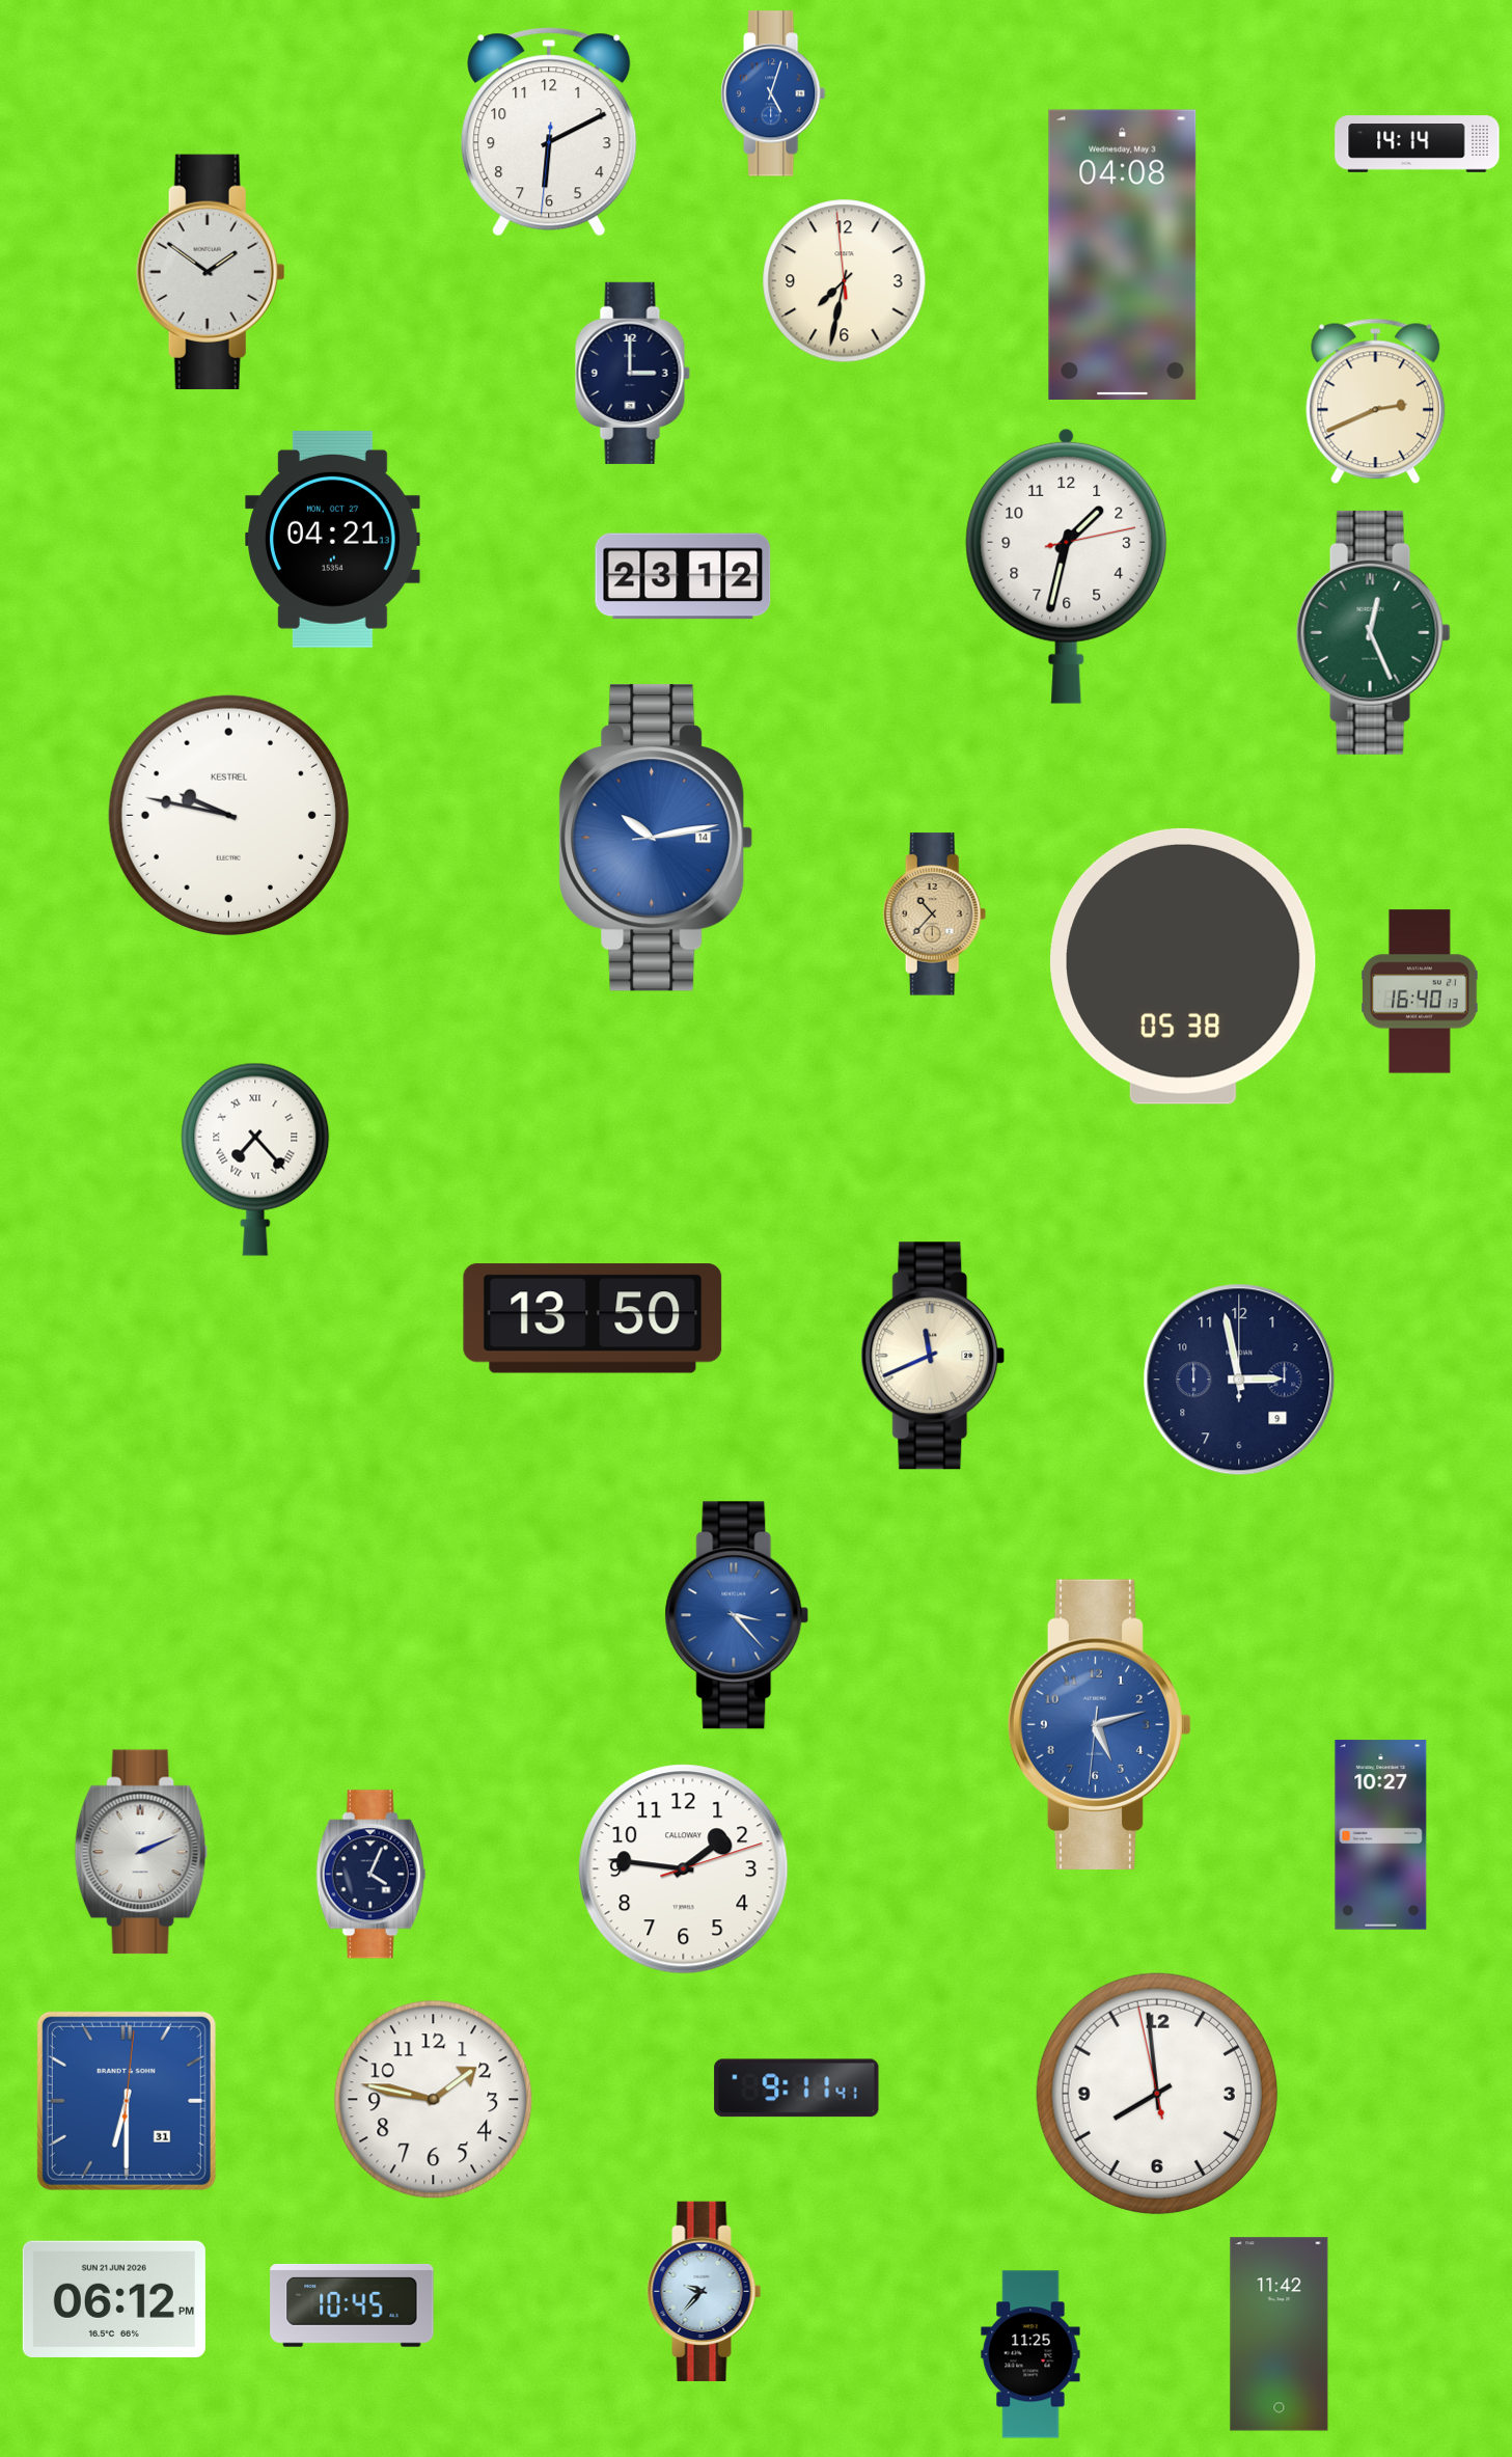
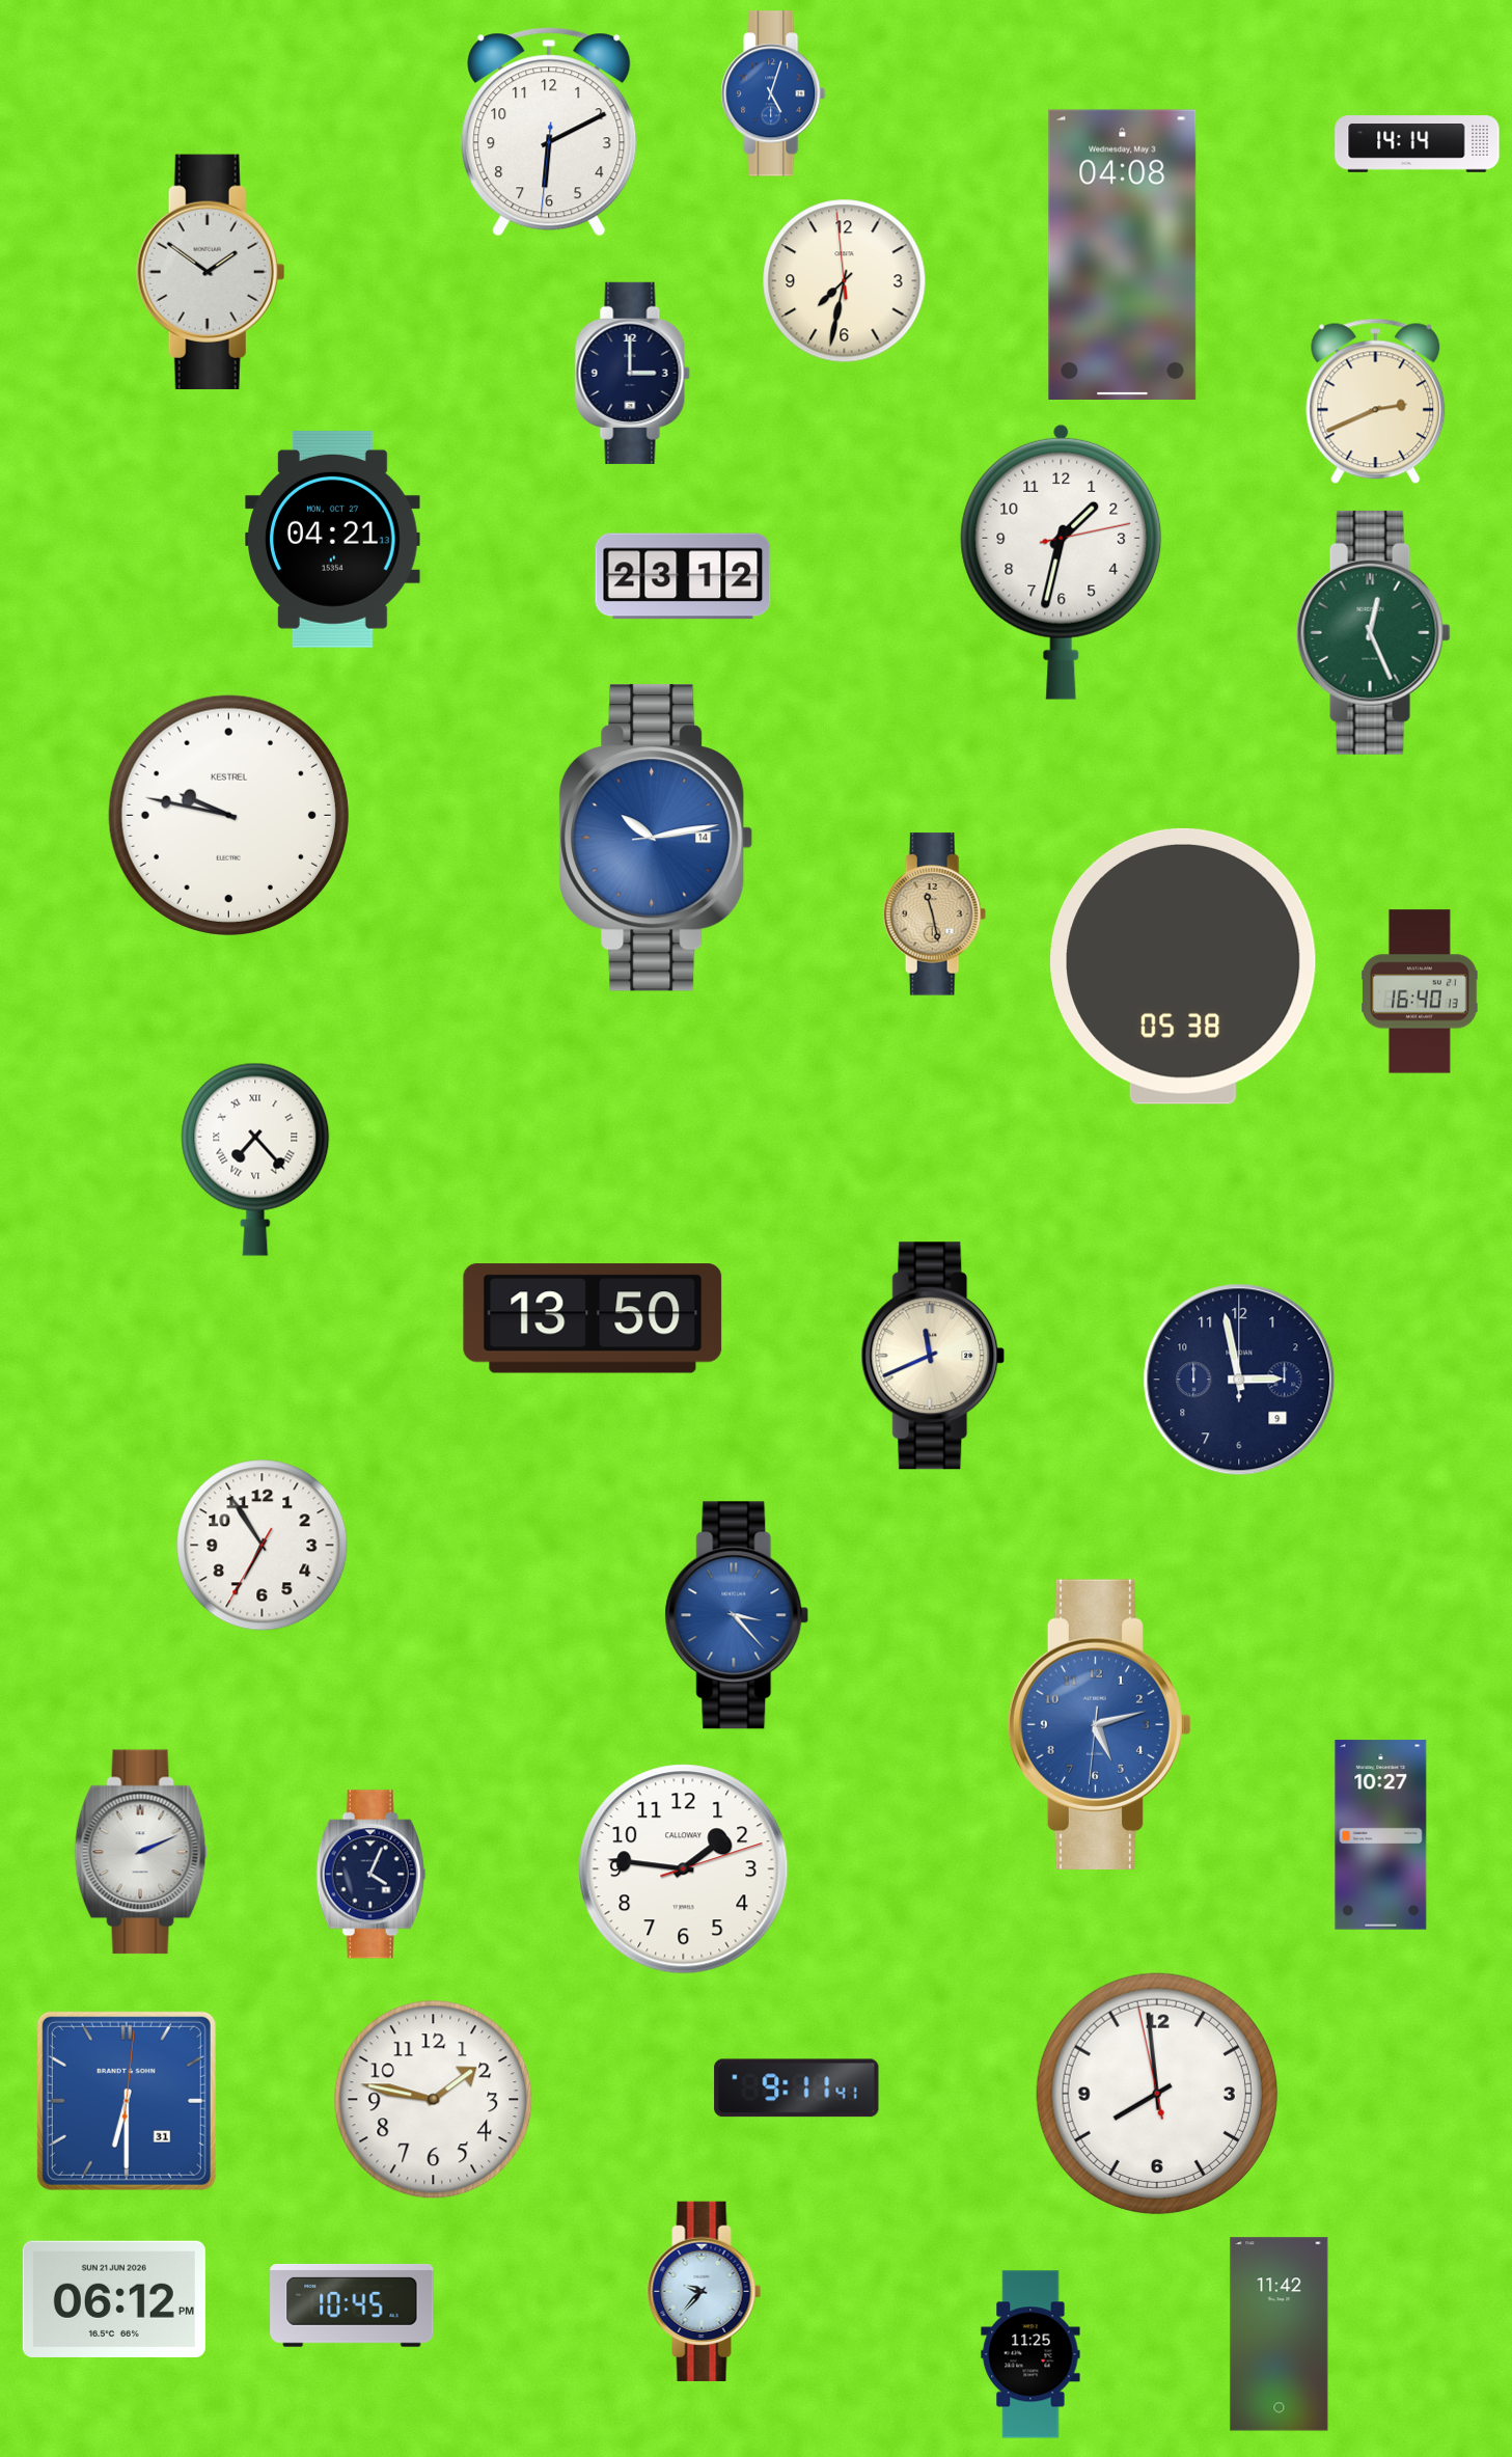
clock at (1067, 566) position: (1067, 566) -> (1062, 562)
clock at (935, 914): 10:37 -> 11:28
clock at (263, 1546): none -> 6:54
